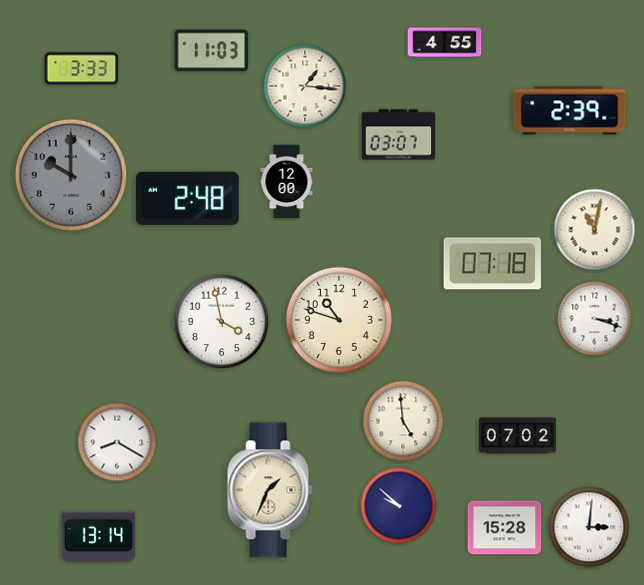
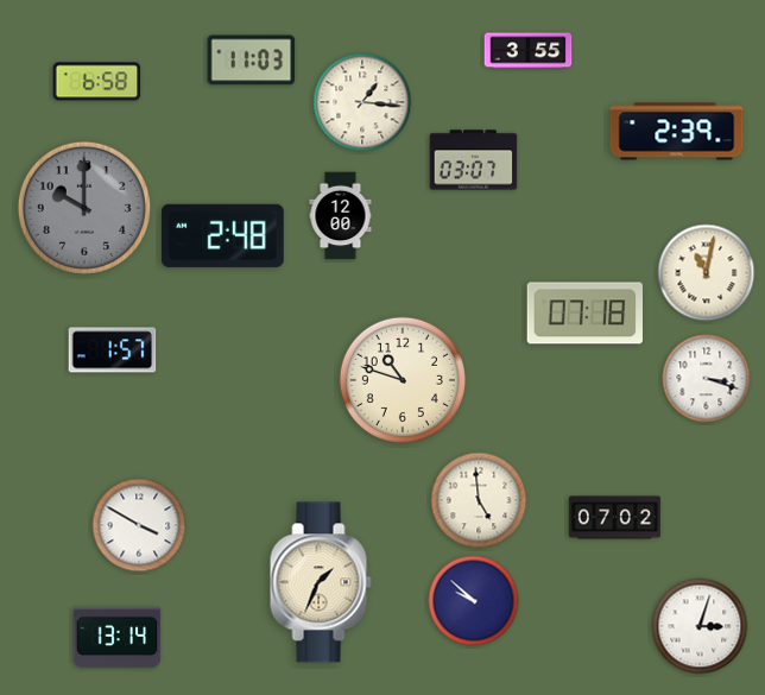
clock at (445, 43): 4:55 -> 3:55
clock at (82, 69): 3:33 -> 6:58
clock at (113, 350): none -> 1:57
clock at (222, 322): 3:58 -> none
clock at (117, 442): 8:20 -> 3:50
clock at (589, 527): 3:01 -> 3:03
clock at (505, 528): 15:28 -> none
